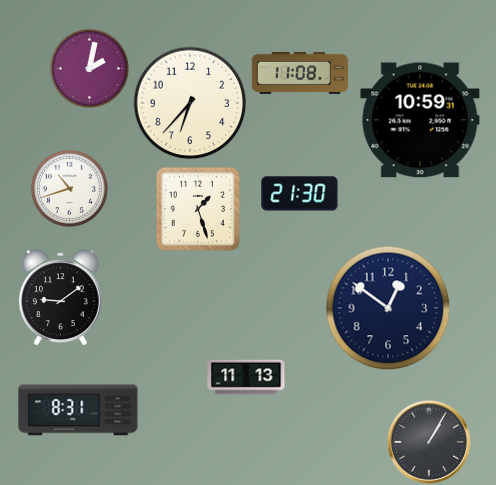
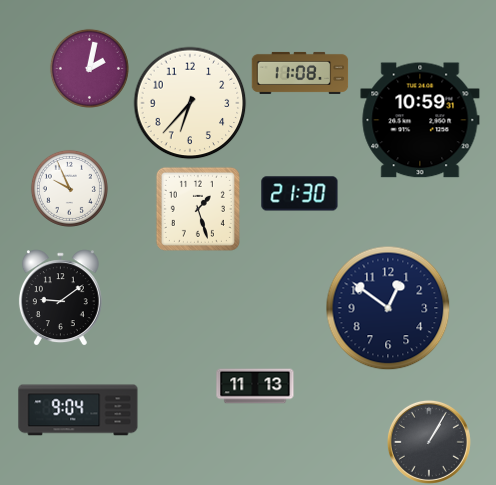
clock at (69, 188): 10:42 -> 9:56
clock at (246, 377) position: (246, 377) -> (255, 386)
clock at (78, 410): 8:31 -> 9:04
